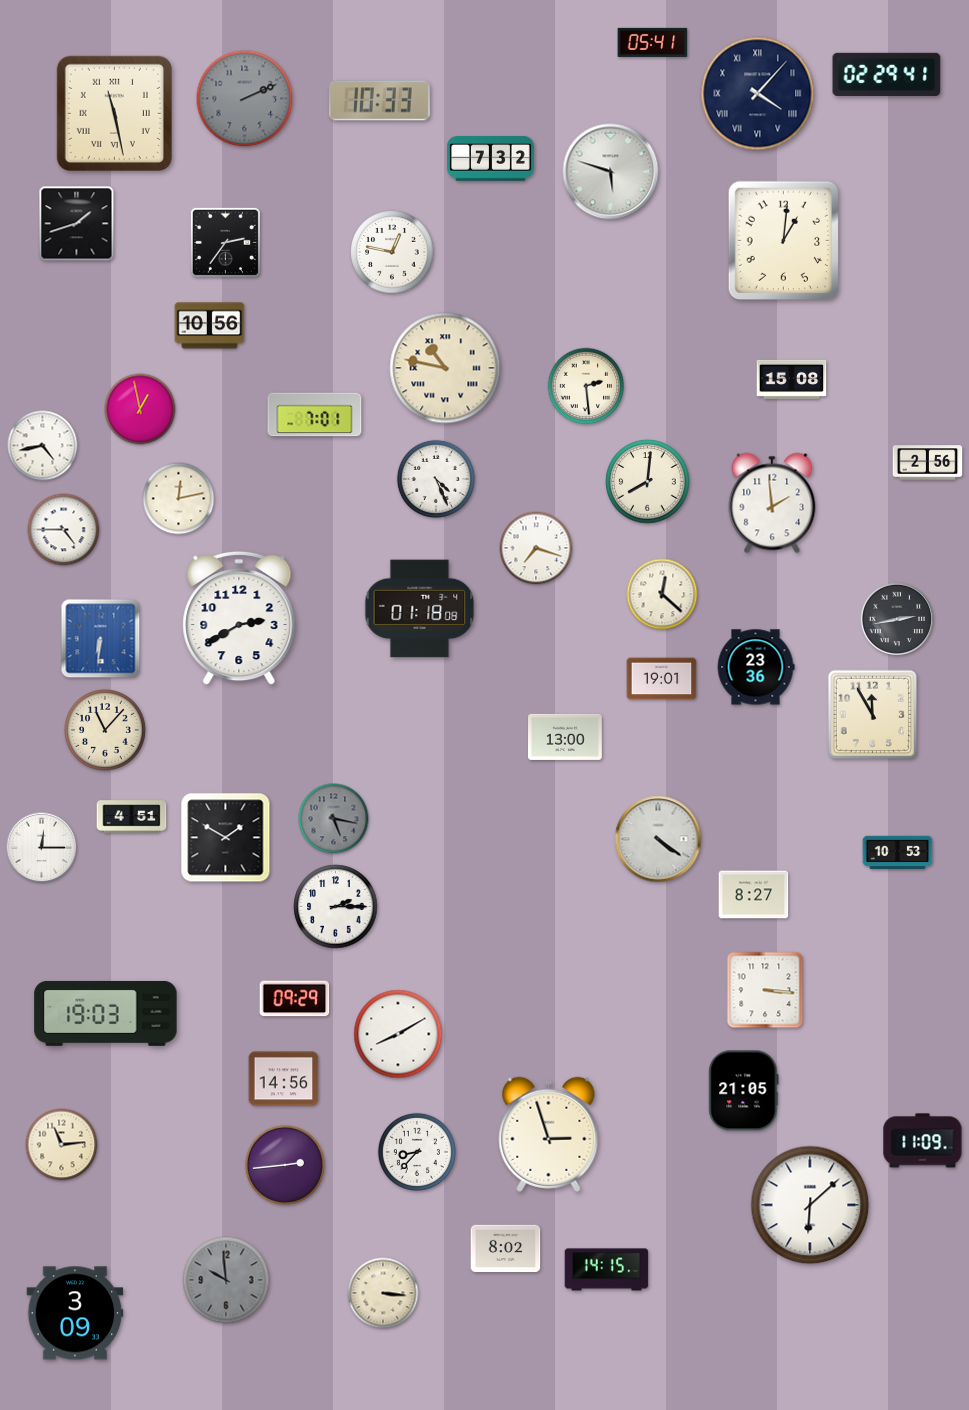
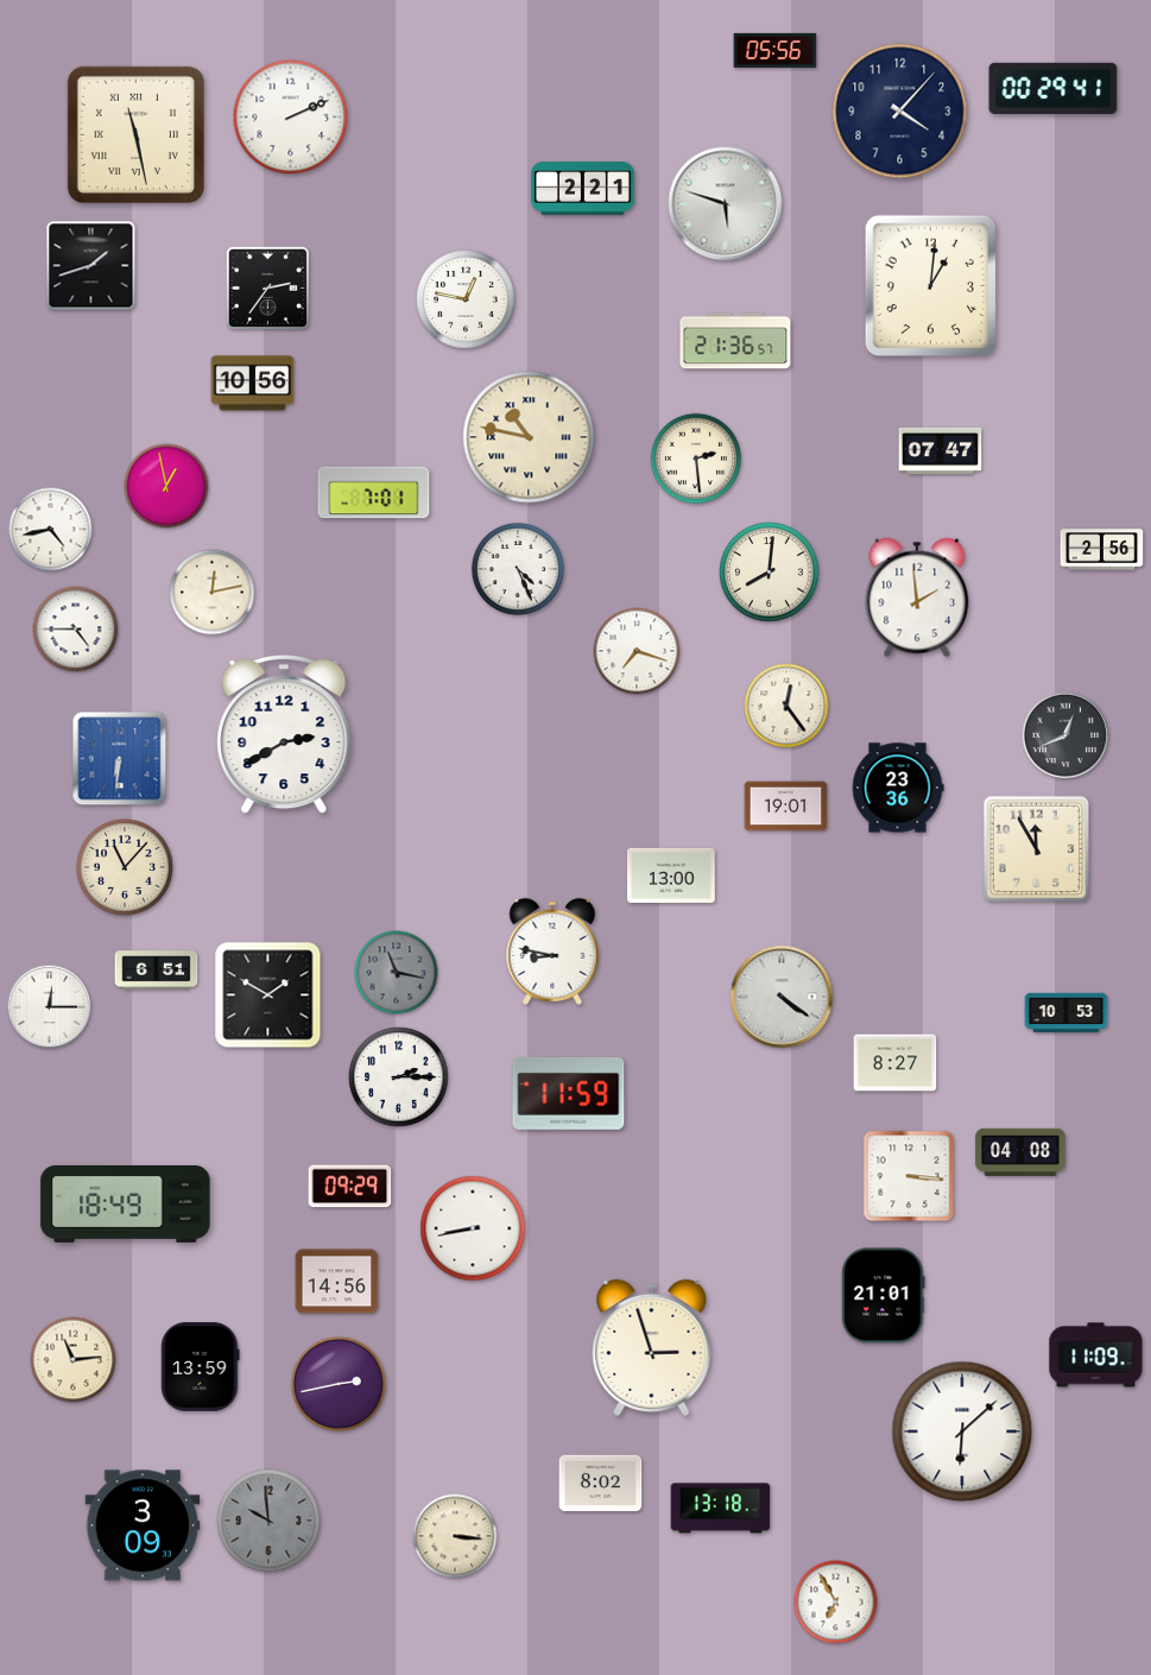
clock at (653, 42): 05:41 -> 05:56
clock at (887, 74): 02:29 -> 00:29
clock at (758, 94) numerals: Roman -> Arabic
clock at (245, 99) dial: grey -> white
clock at (380, 101): 10:33 -> none
clock at (491, 159): 7:32 -> 2:21
clock at (735, 341): none -> 21:36
clock at (210, 326) position: (210, 326) -> (253, 384)
clock at (792, 379): 15:08 -> 07:47
clock at (662, 594): 12:22 -> 12:24
clock at (420, 609): 01:18 -> none
clock at (897, 619): 2:43 -> 12:41
clock at (756, 667) position: (756, 667) -> (898, 788)
clock at (552, 952): none -> 8:47
clock at (132, 817): 4:51 -> 6:51
clock at (334, 819): 5:17 -> 11:17
clock at (569, 1093): none -> 11:59
clock at (1020, 1152): none -> 04:08
clock at (106, 1013): 19:03 -> 18:49
clock at (398, 1034): 8:10 -> 8:43
clock at (744, 1091): 21:05 -> 21:01
clock at (201, 1367): none -> 13:59
clock at (417, 1152): 8:37 -> none
clock at (285, 1165): 2:44 -> 2:43
clock at (607, 1270): 14:15 -> 13:18
clock at (75, 1313) position: (75, 1313) -> (143, 1525)
clock at (836, 1603): none -> 6:55
